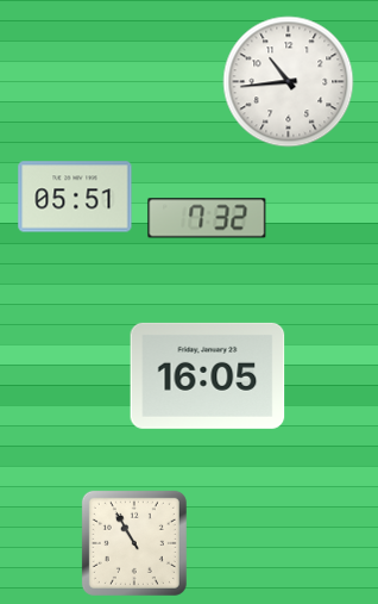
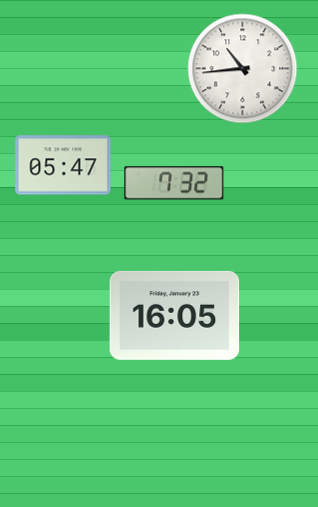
clock at (75, 197): 05:51 -> 05:47
clock at (134, 543): 10:55 -> none
